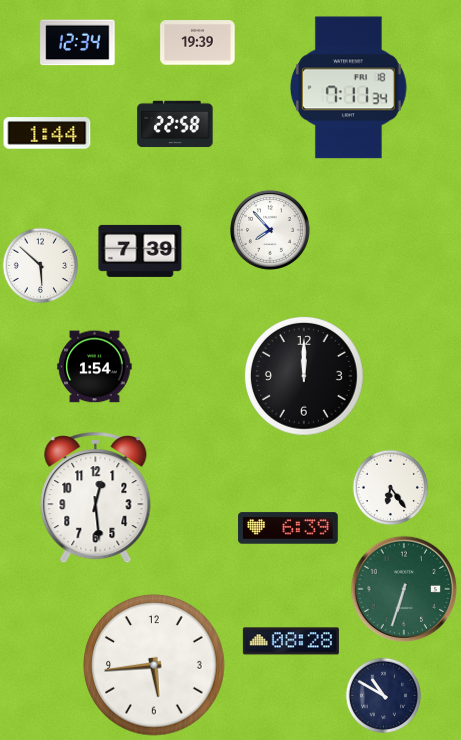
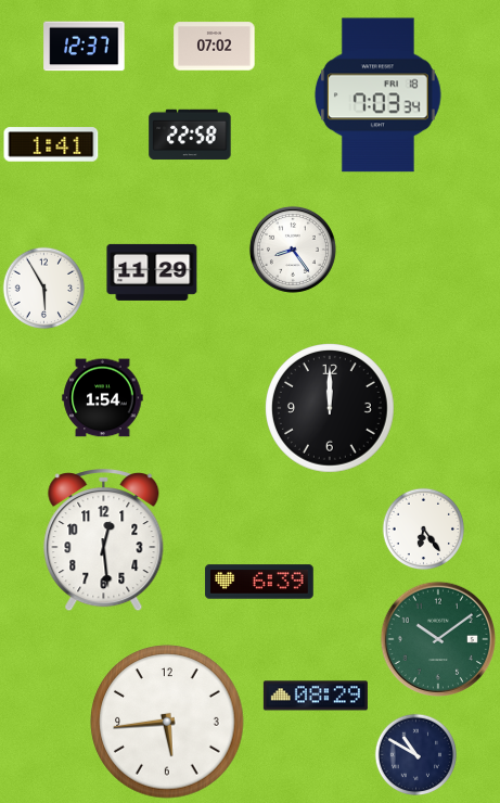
clock at (78, 43): 12:34 -> 12:37
clock at (198, 43): 19:39 -> 07:02
clock at (348, 88): 7:11 -> 7:03
clock at (47, 133): 1:44 -> 1:41
clock at (270, 230): 7:53 -> 8:24
clock at (140, 251): 7:39 -> 11:29
clock at (41, 266): 5:52 -> 5:55
clock at (288, 528) position: (288, 528) -> (259, 582)
clock at (403, 588): 6:33 -> 10:09
clock at (291, 641): 08:28 -> 08:29
